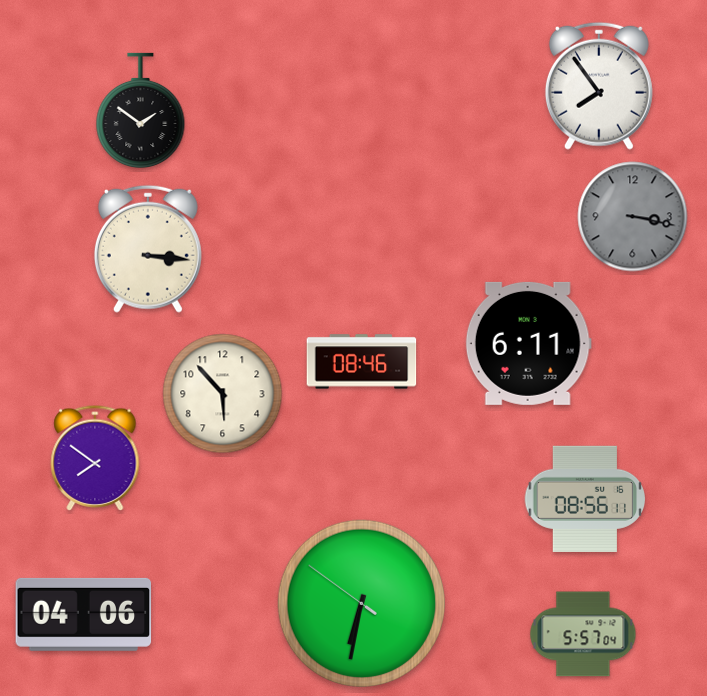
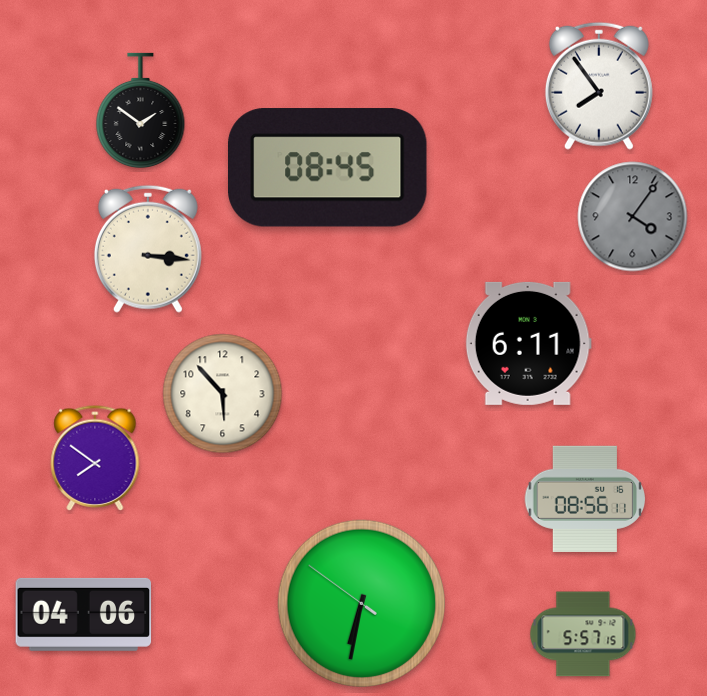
clock at (328, 168): none -> 08:45
clock at (633, 217): 3:17 -> 4:06
clock at (362, 362): 08:46 -> none
clock at (583, 634): 5:57:04 -> 5:57:15
